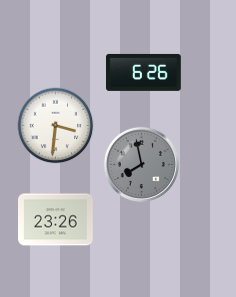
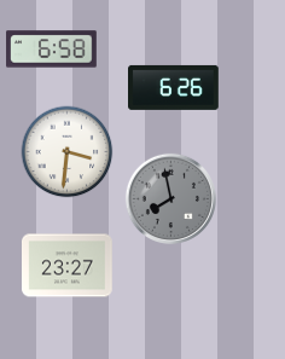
clock at (52, 50): none -> 6:58
clock at (56, 220): 23:26 -> 23:27
